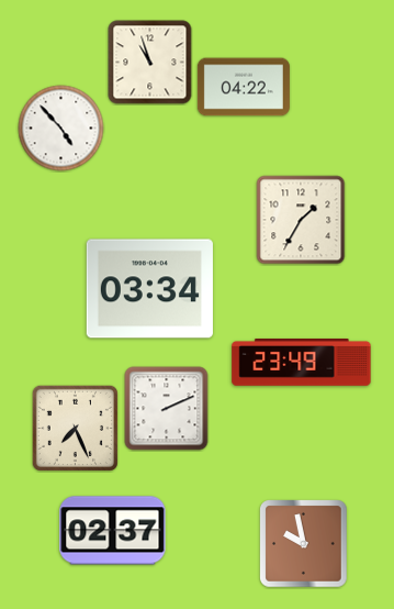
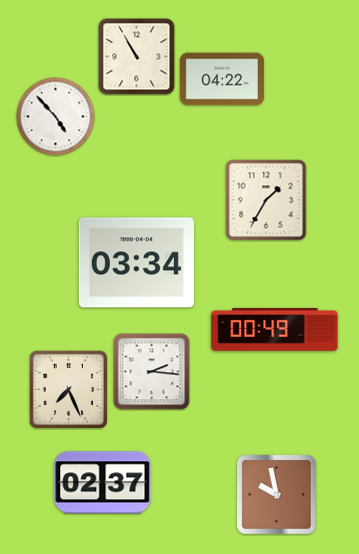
clock at (150, 63): 10:57 -> 10:55
clock at (301, 220) position: (301, 220) -> (266, 200)
clock at (302, 363): 23:49 -> 00:49
clock at (167, 409): 2:11 -> 2:16
